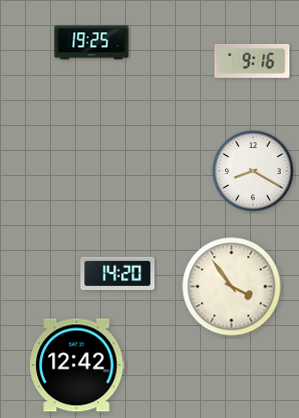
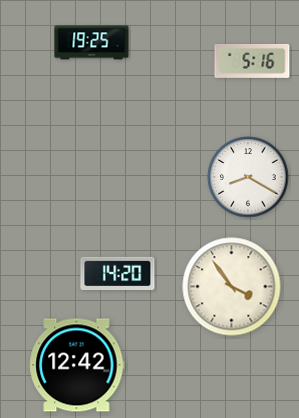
clock at (252, 61): 9:16 -> 5:16
clock at (253, 171) position: (253, 171) -> (248, 177)
